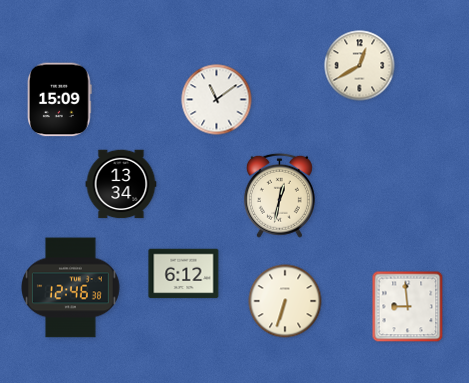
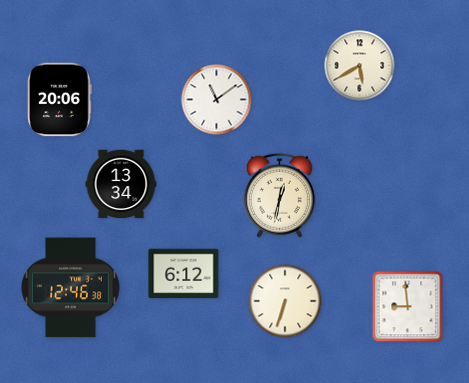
clock at (360, 66): 12:40 -> 5:40
clock at (60, 100): 15:09 -> 20:06
